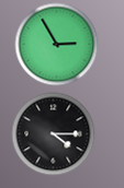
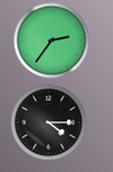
clock at (57, 45): 2:55 -> 2:36
